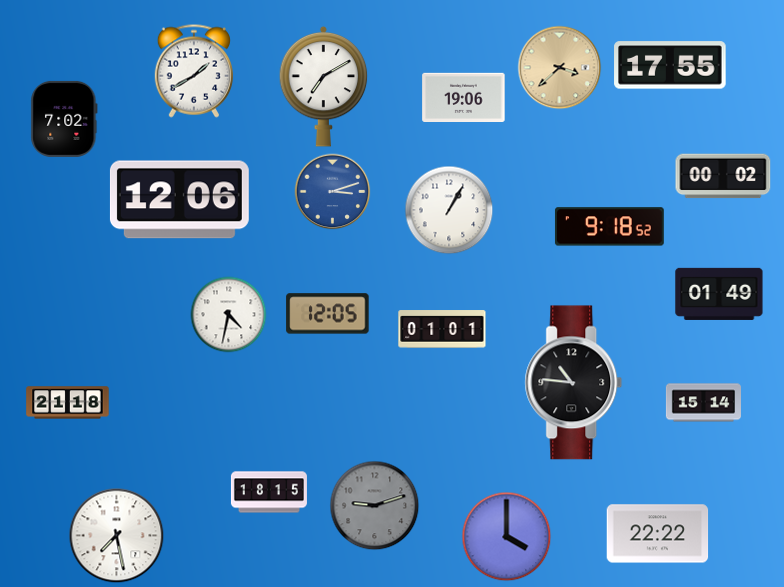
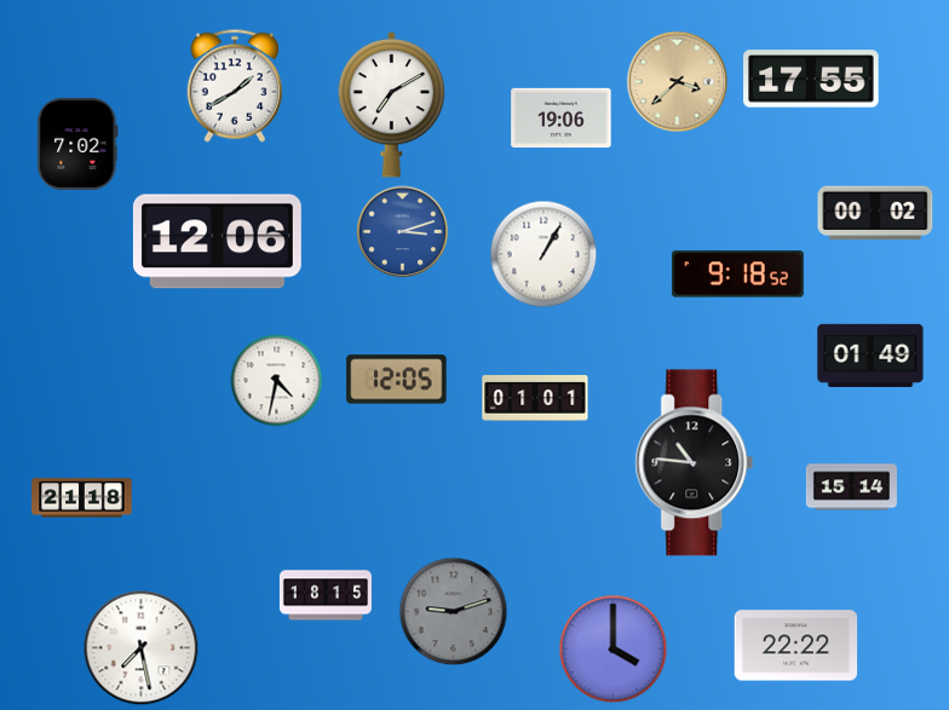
clock at (68, 403) position: (68, 403) -> (82, 498)
